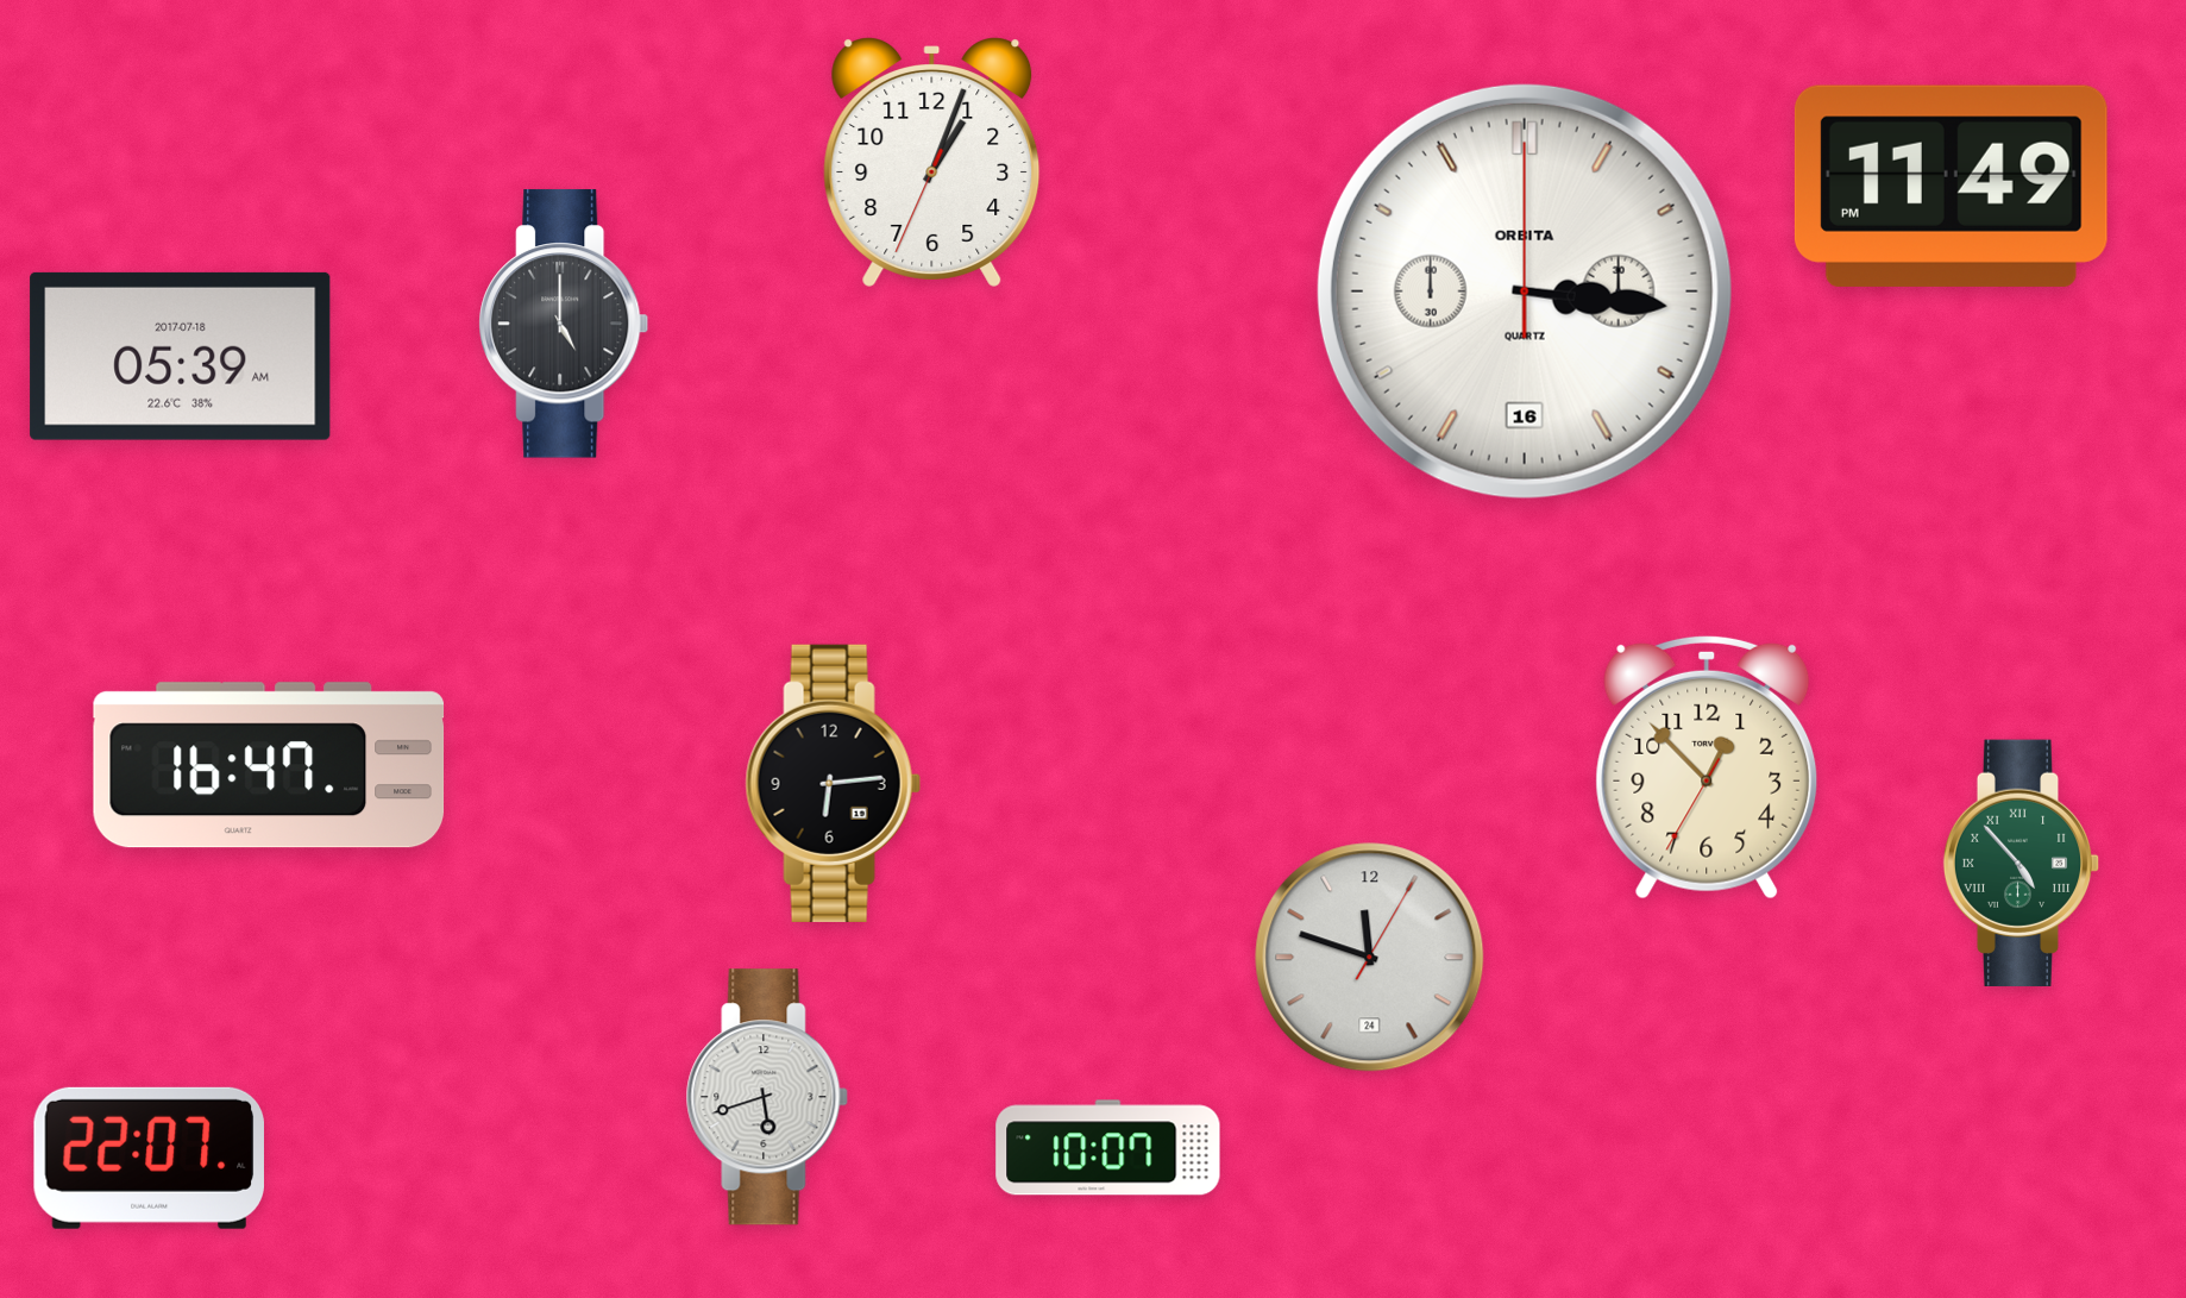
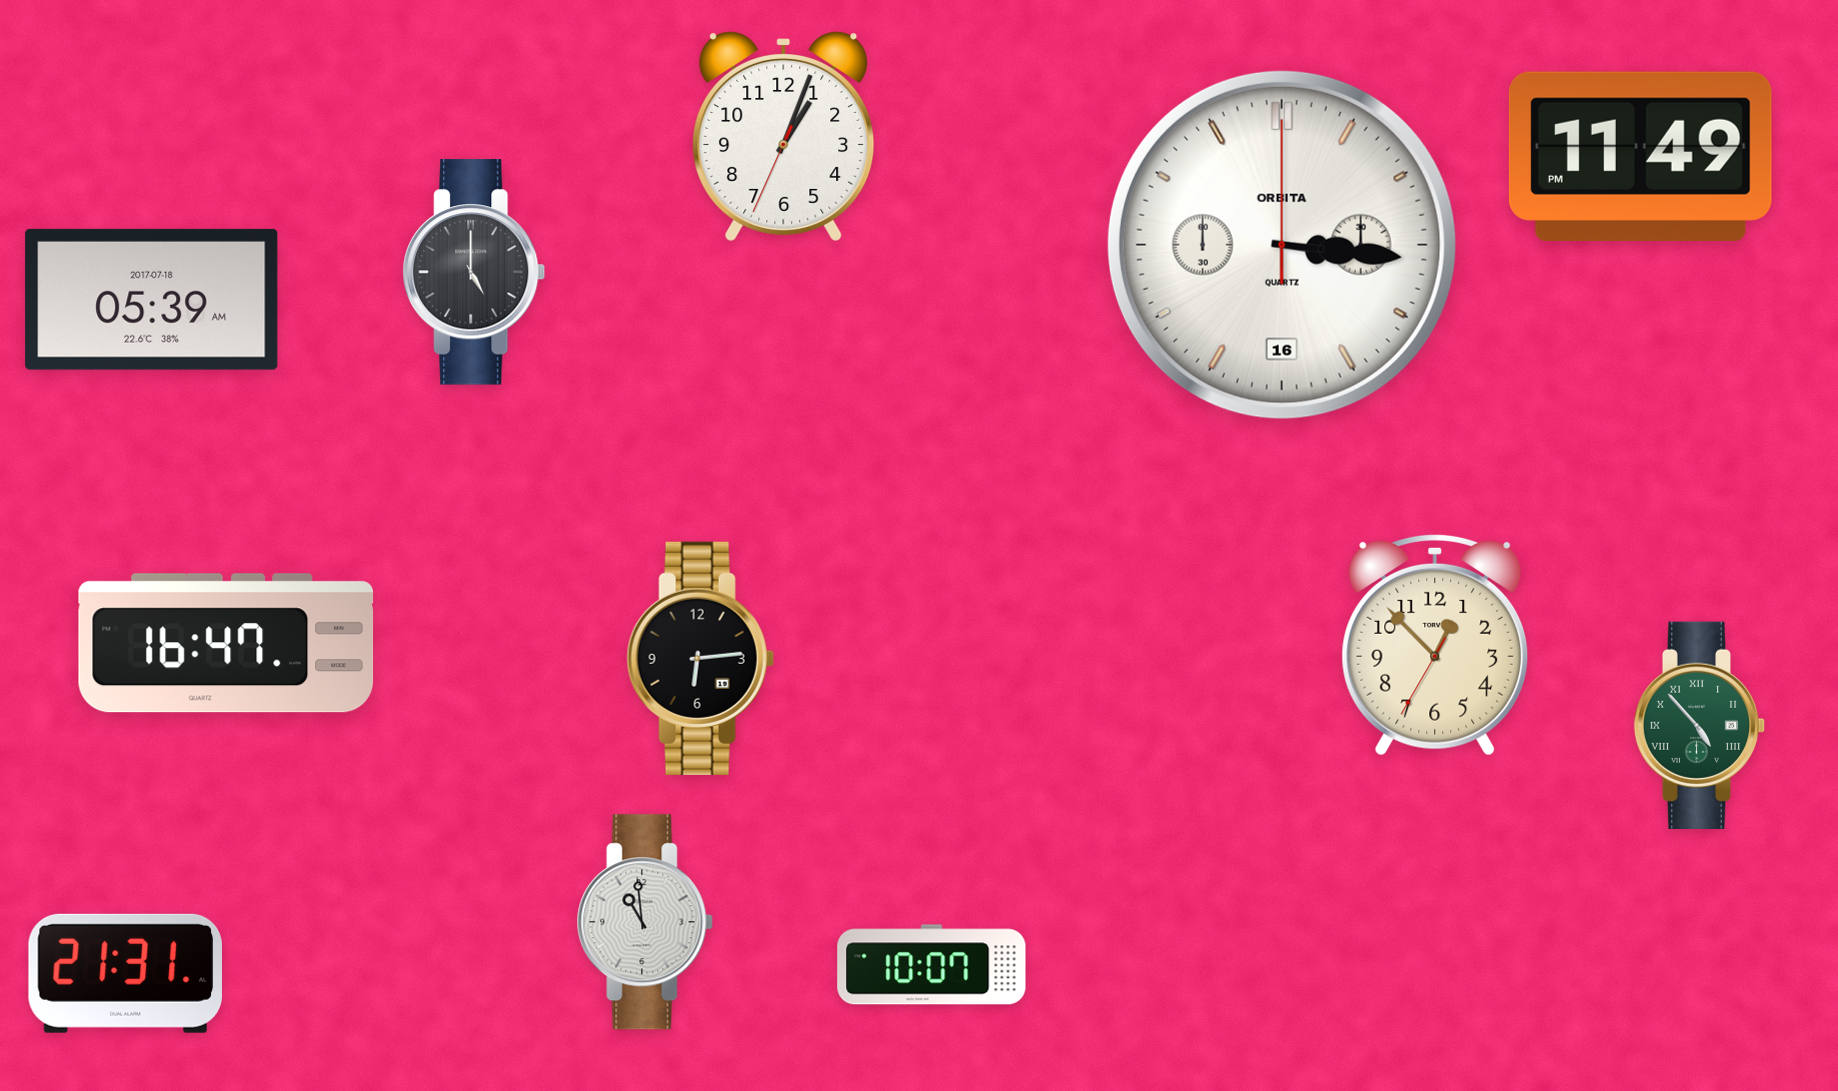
clock at (1370, 958): 11:48 -> none
clock at (767, 1097): 5:42 -> 10:59
clock at (149, 1158): 22:07 -> 21:31
